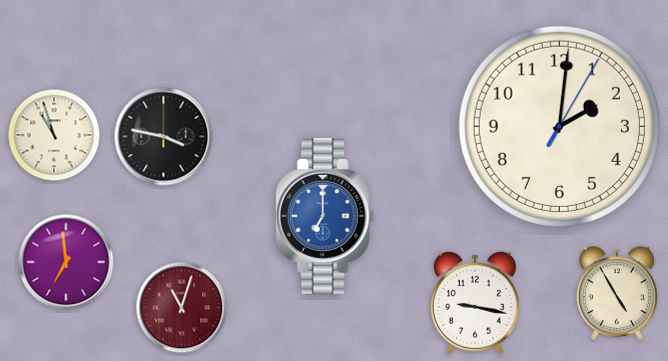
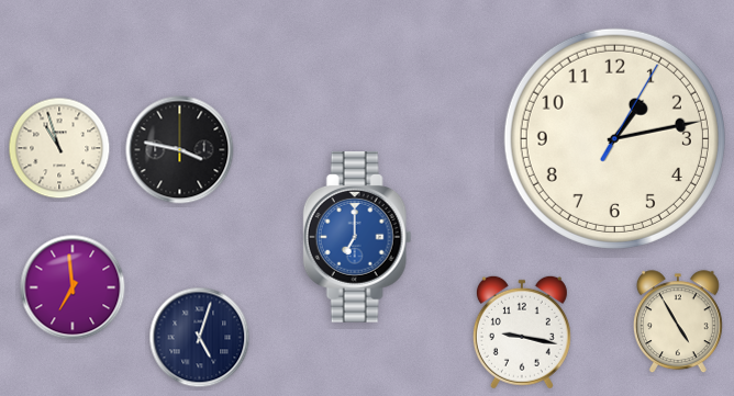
clock at (559, 126): 2:01 -> 1:13
clock at (182, 308): 11:03 -> 5:03
clock at (182, 308) dial: burgundy -> navy
